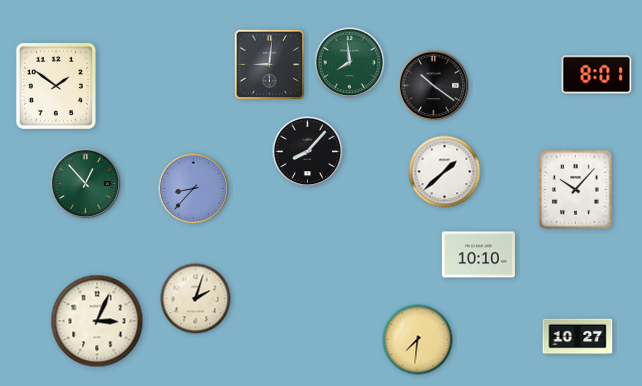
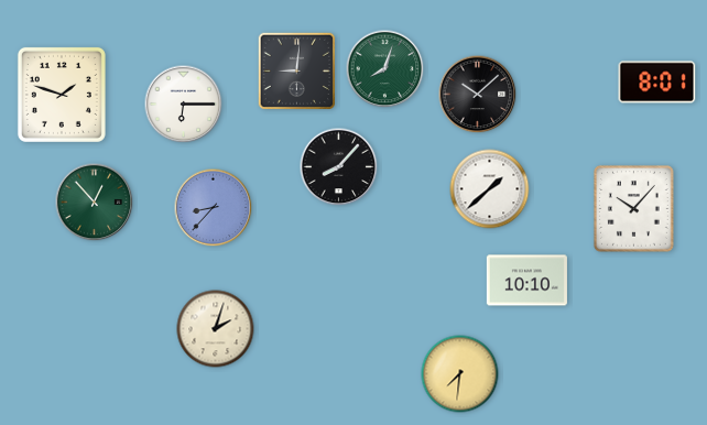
clock at (350, 63): 7:59 -> 8:03
clock at (56, 86): 1:51 -> 1:48
clock at (434, 86): 10:21 -> 10:08
clock at (184, 105): none -> 6:15
clock at (97, 321): 3:04 -> none
clock at (578, 337): 10:27 -> none
